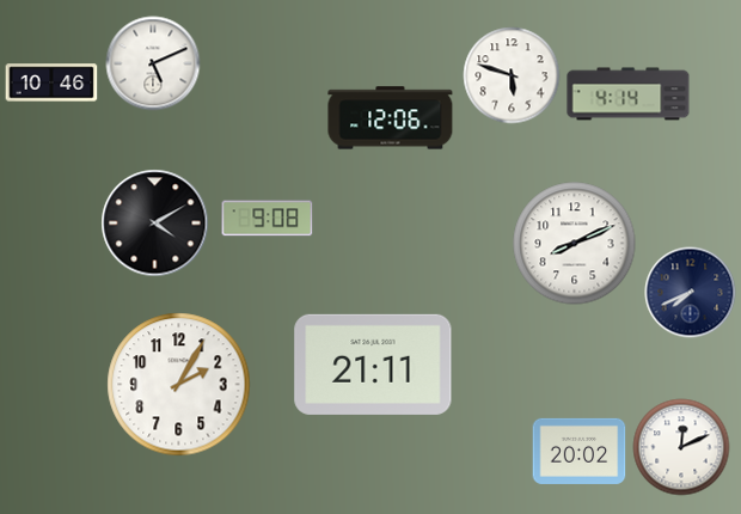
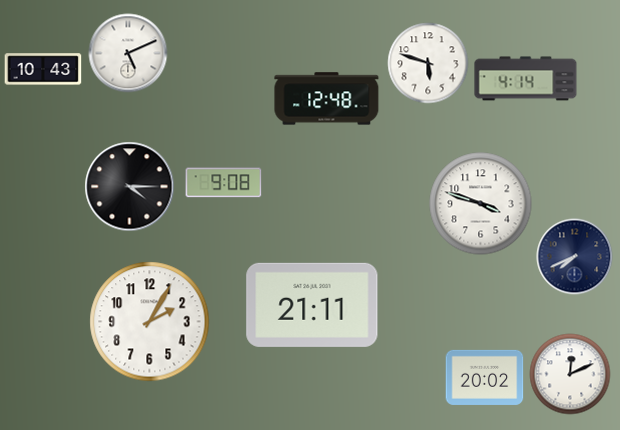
clock at (51, 82): 10:46 -> 10:43
clock at (391, 118): 12:06 -> 12:48
clock at (155, 224): 4:10 -> 4:15
clock at (575, 244): 8:11 -> 3:48
clock at (691, 293) position: (691, 293) -> (575, 257)
